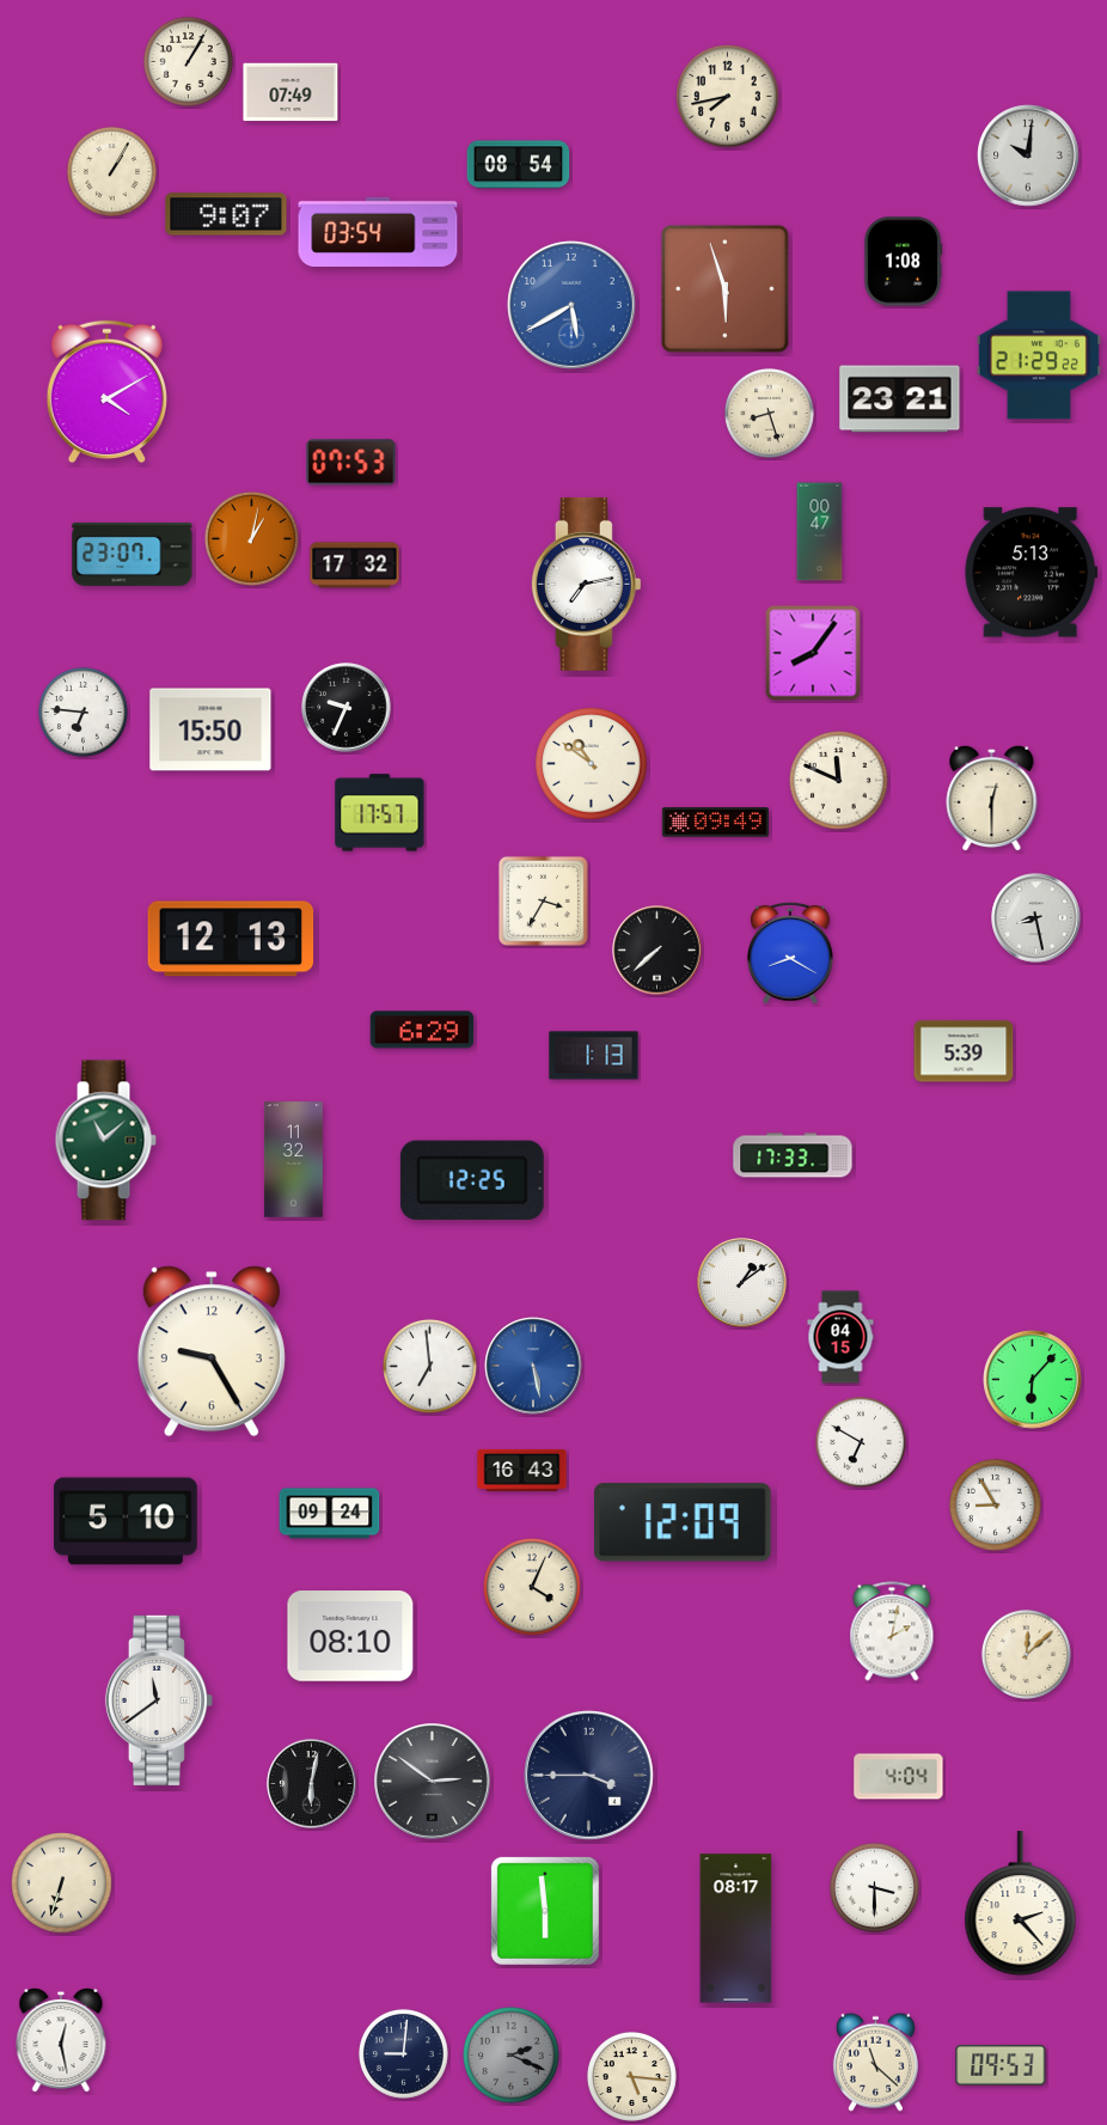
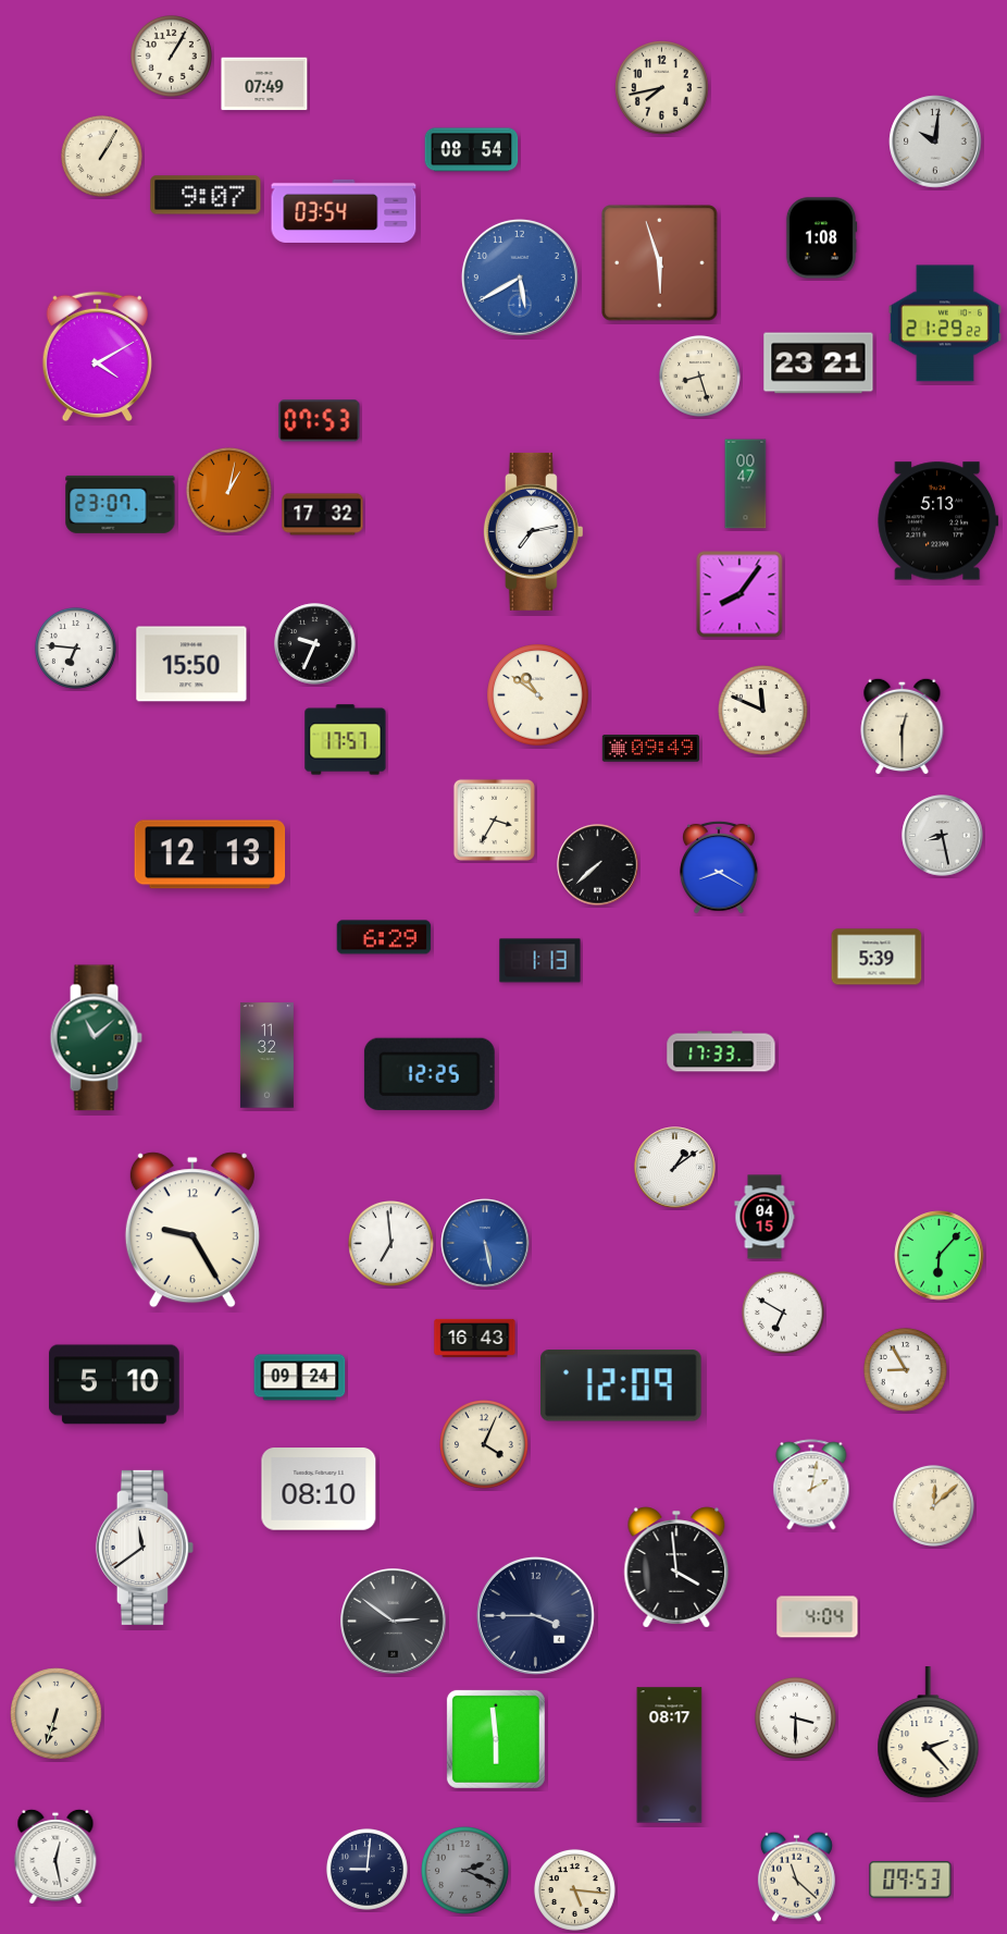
clock at (676, 1567): none -> 3:59
clock at (312, 1784): 6:02 -> none
